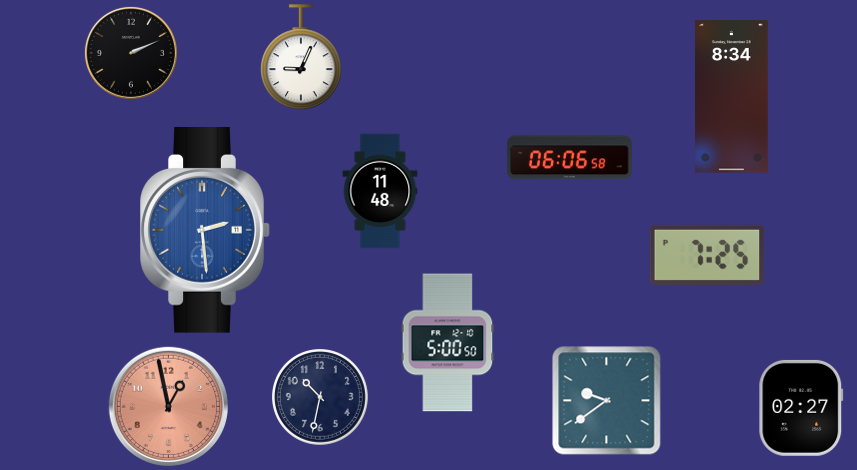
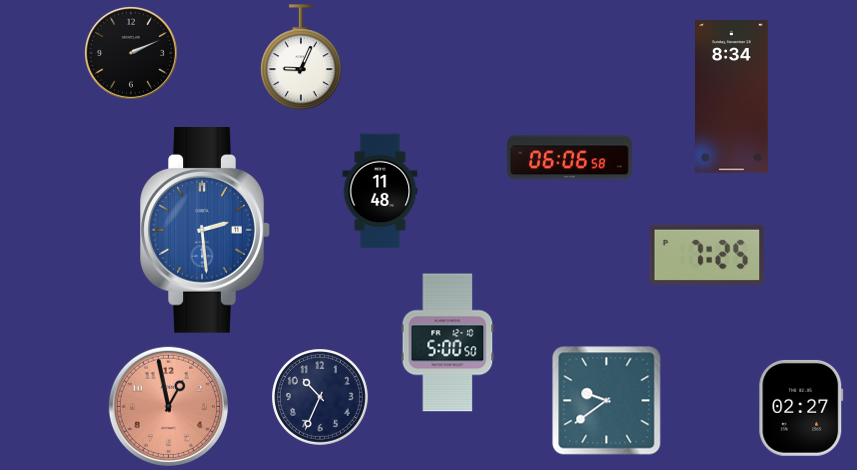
clock at (321, 398): 10:32 -> 10:34
